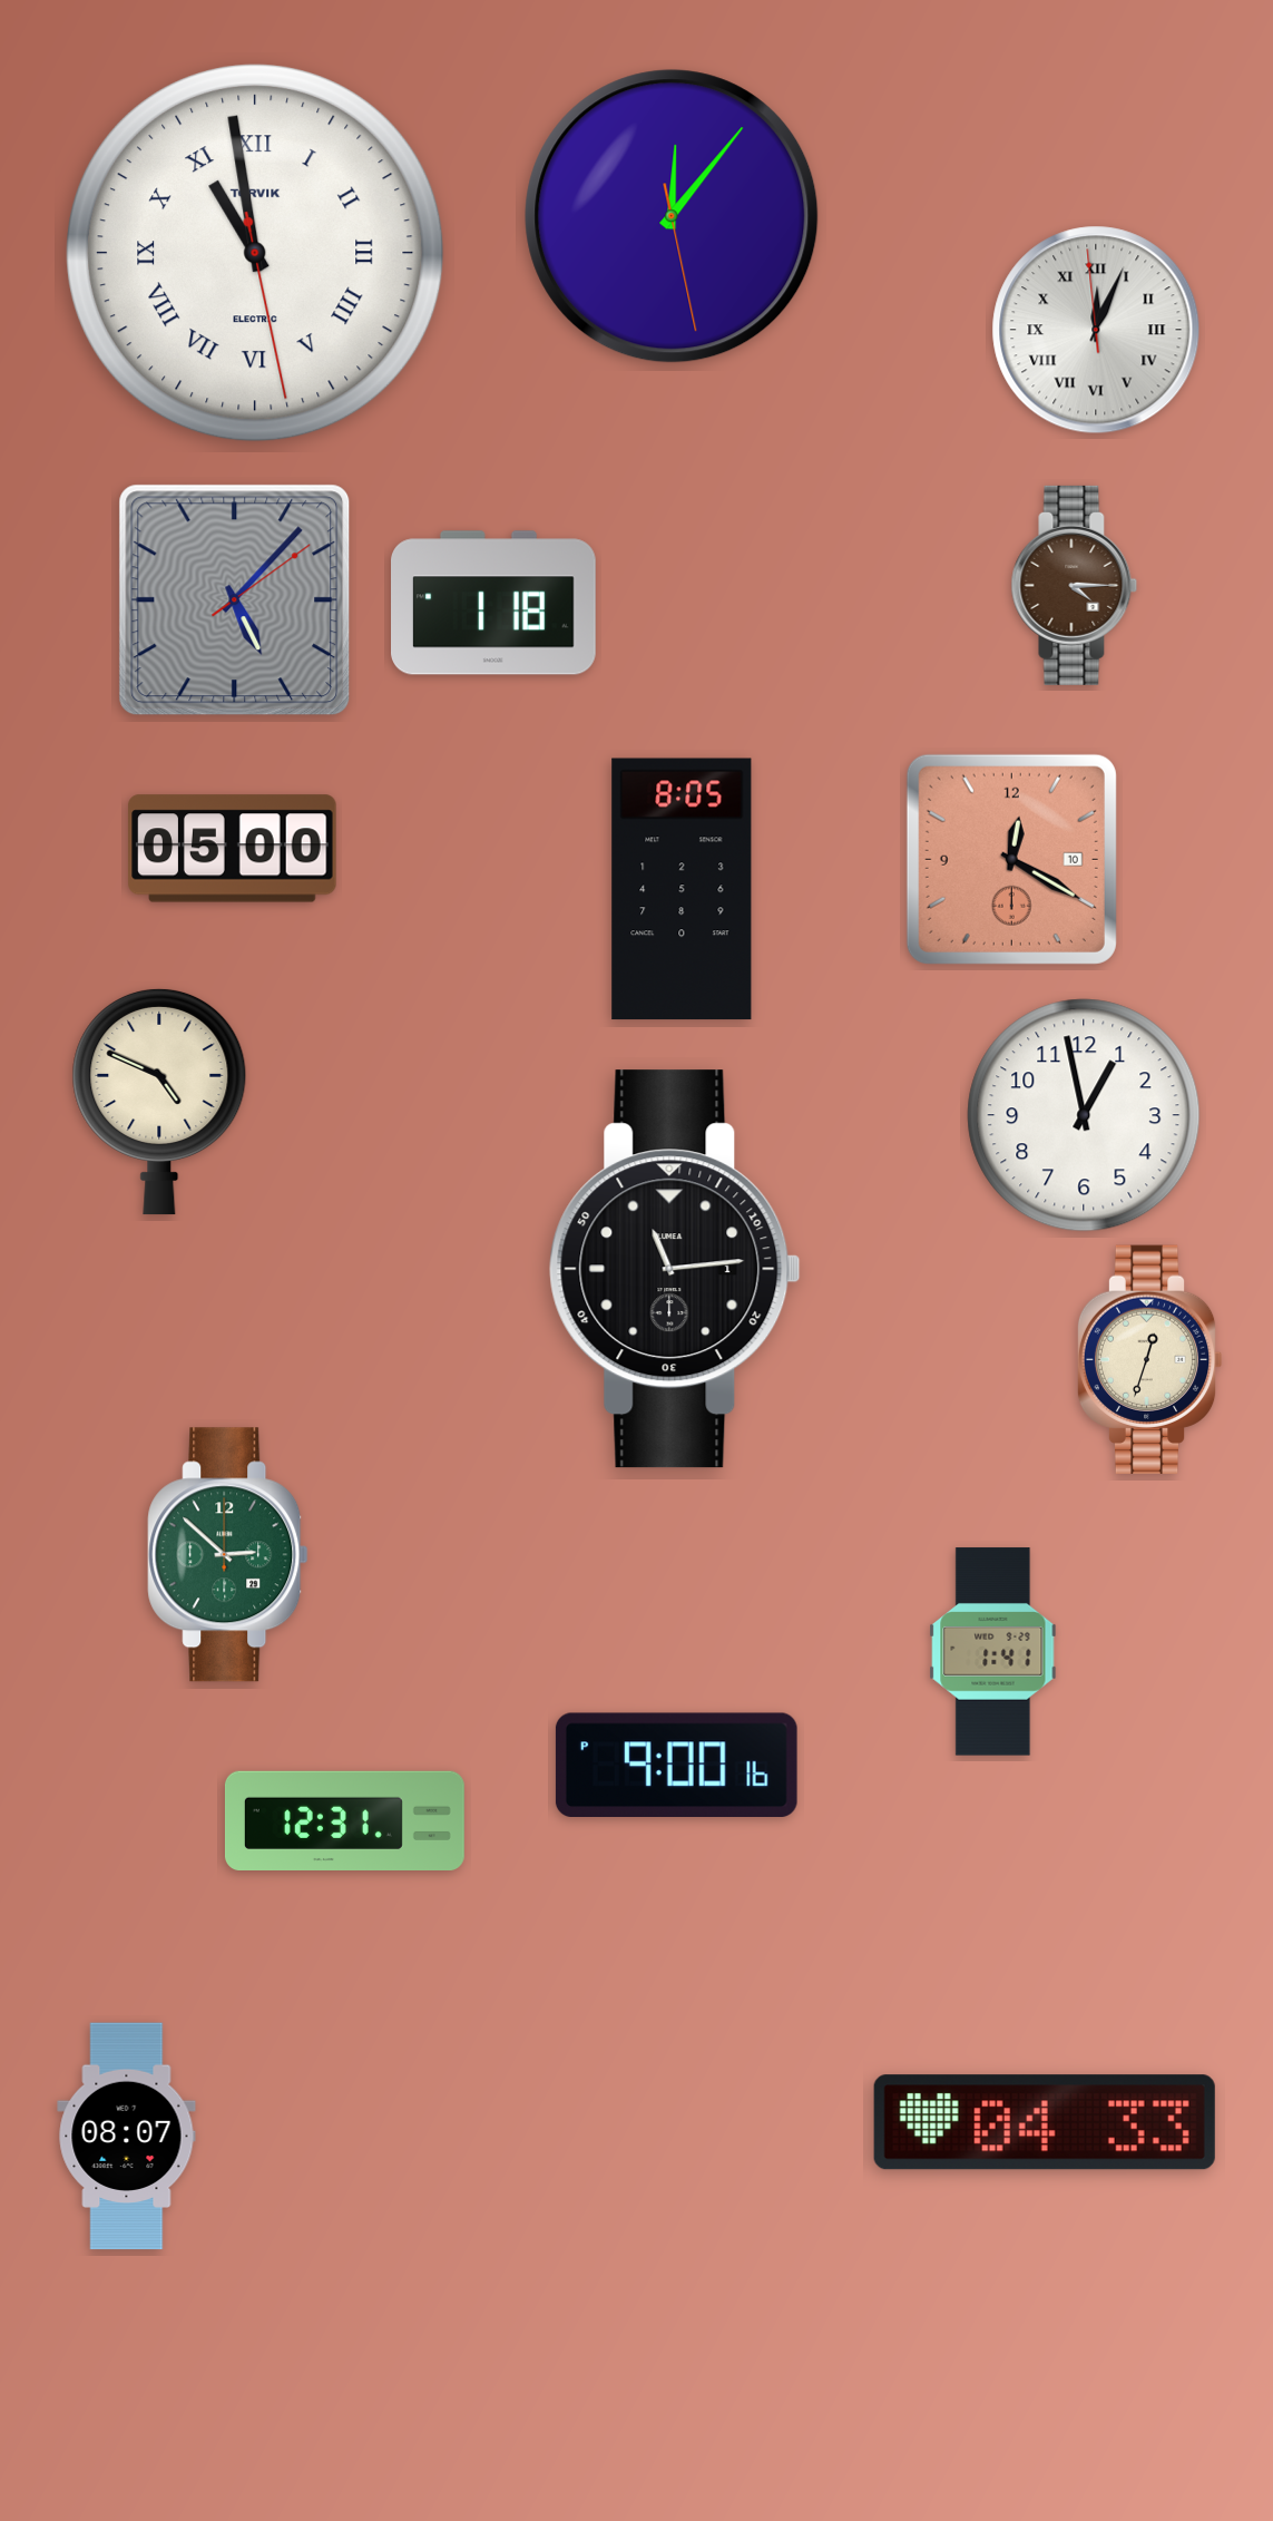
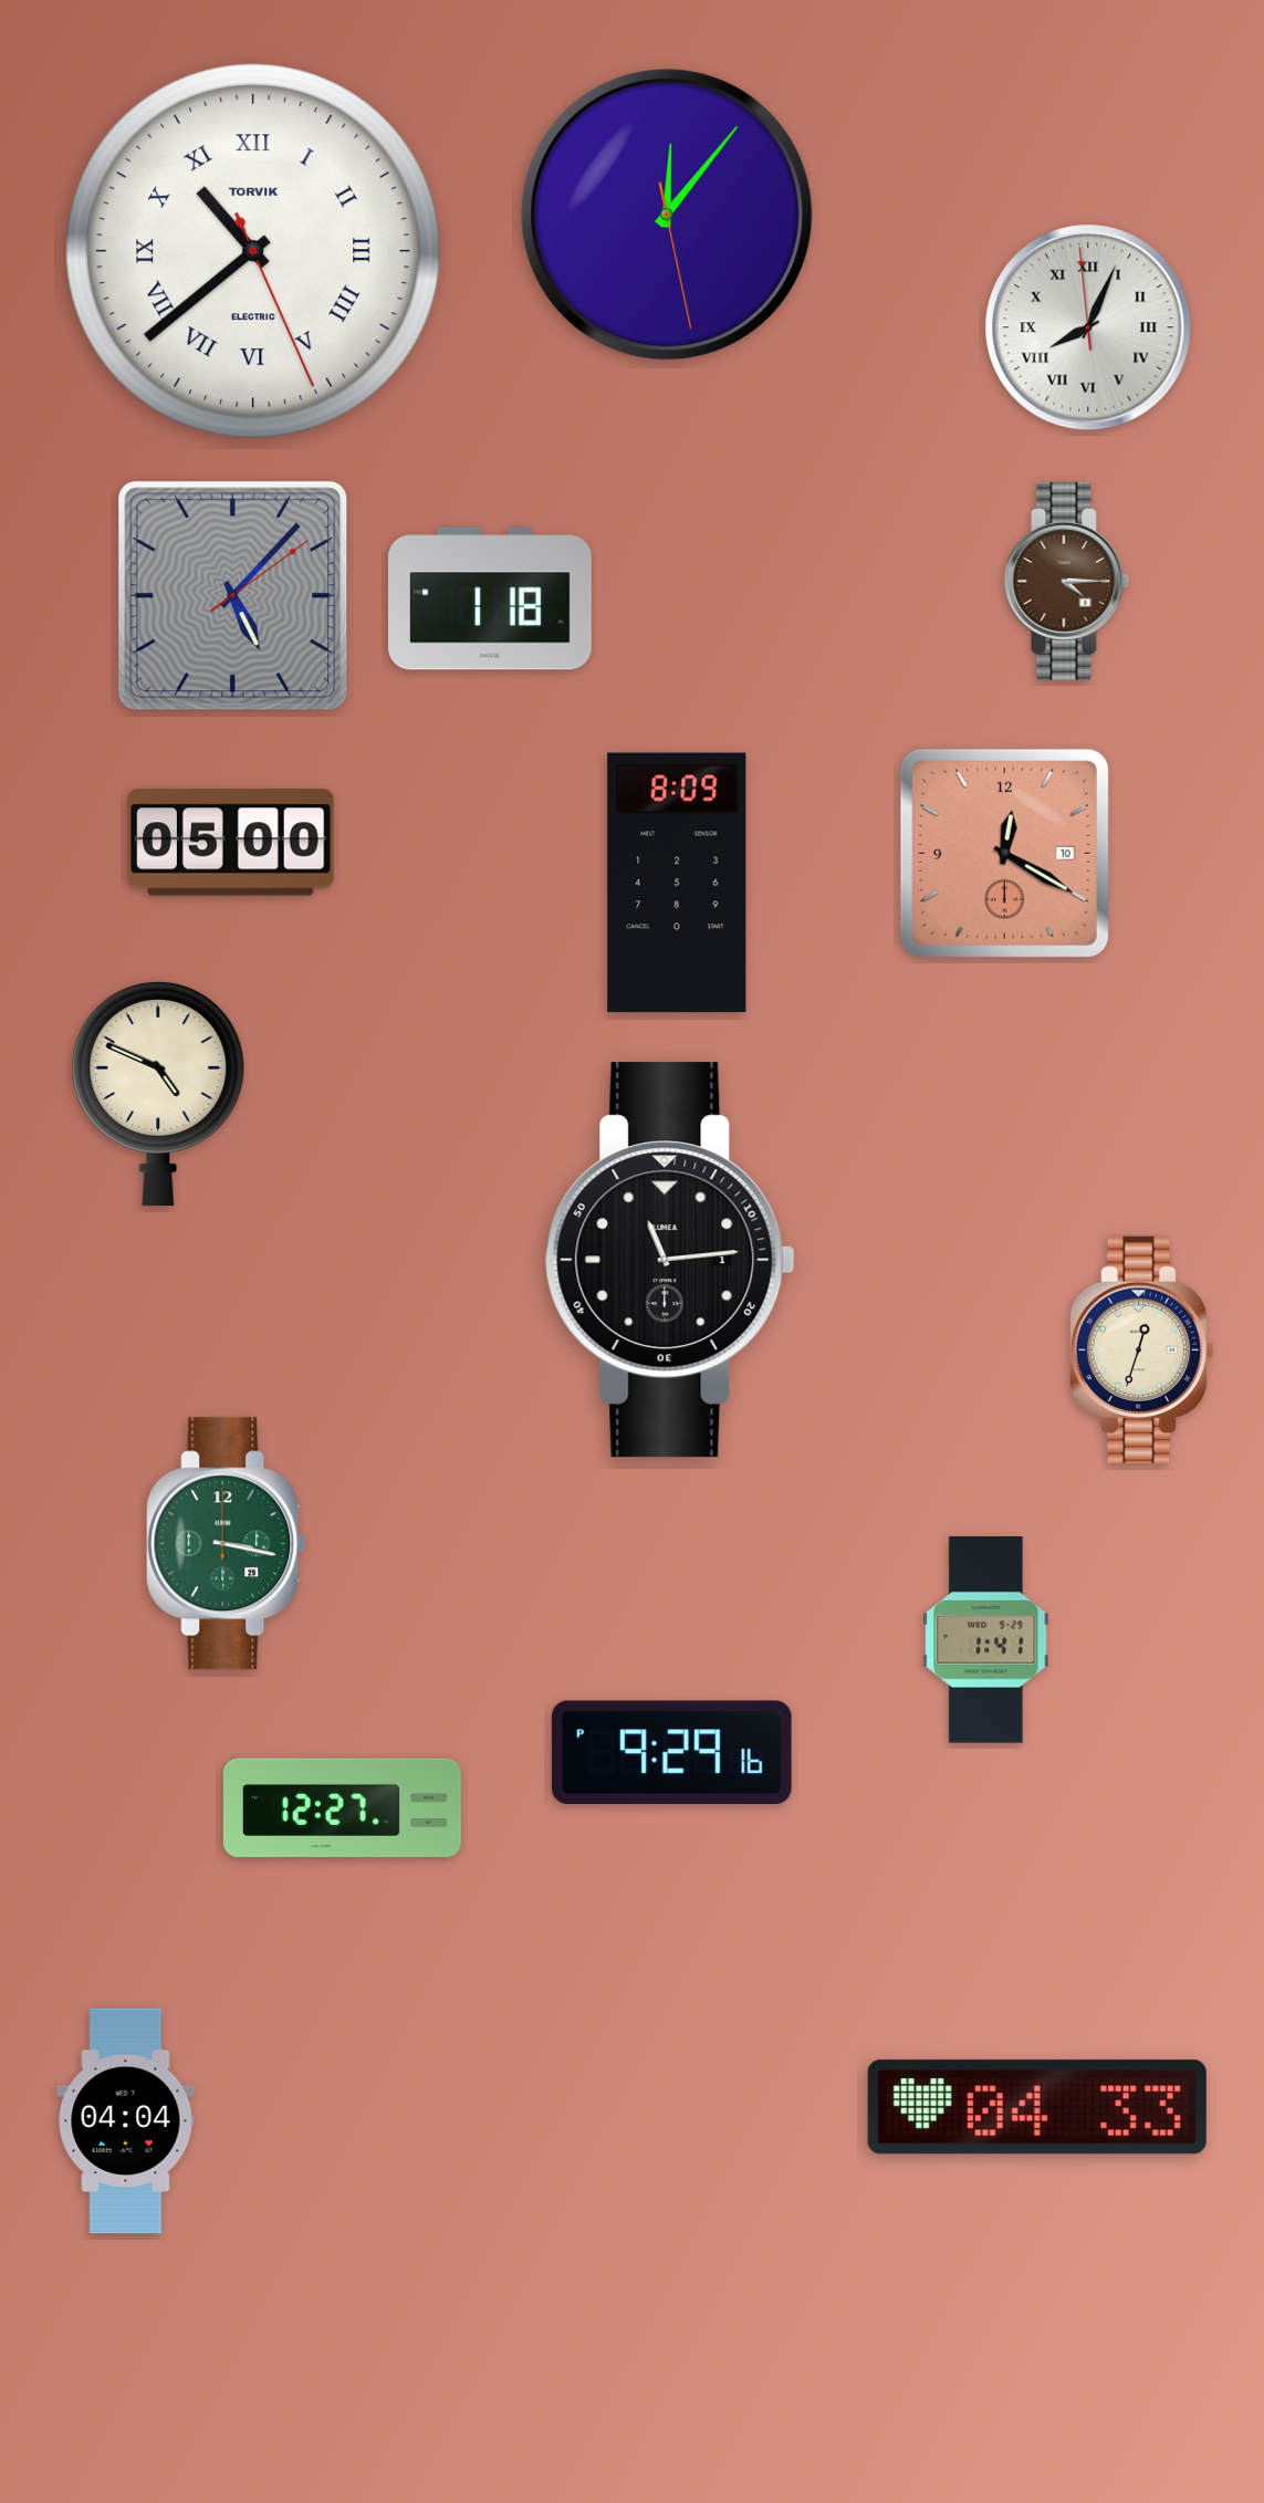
clock at (255, 253): 10:58 -> 10:38
clock at (1096, 330): 12:03 -> 8:03
clock at (682, 889): 8:05 -> 8:09
clock at (1084, 1115): 12:58 -> none
clock at (228, 1555): 2:52 -> 3:17
clock at (676, 1765): 9:00 -> 9:29
clock at (344, 1820): 12:31 -> 12:27
clock at (127, 2137): 08:07 -> 04:04
